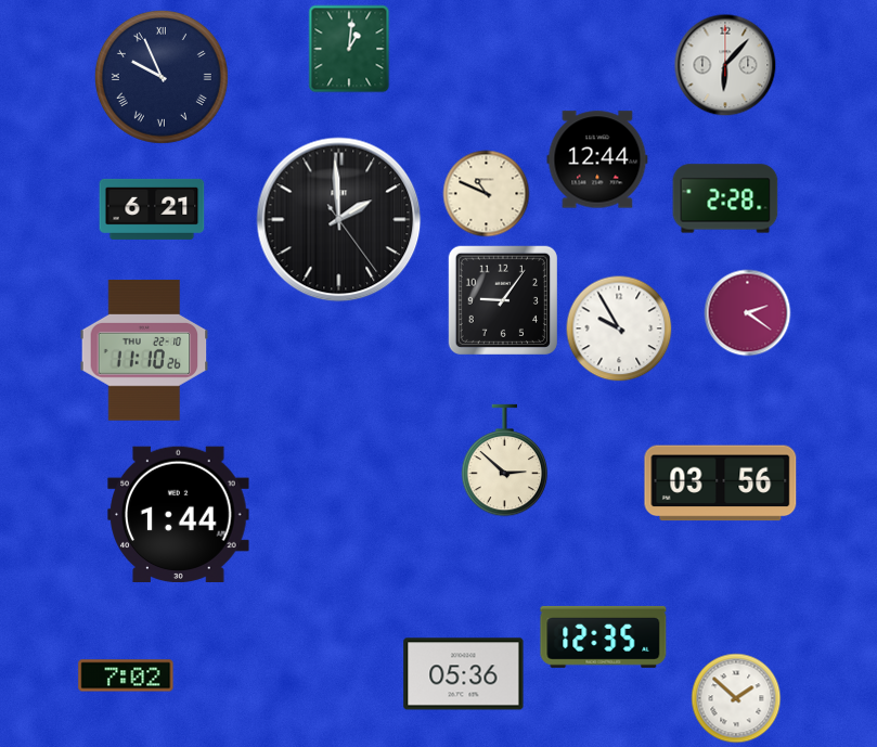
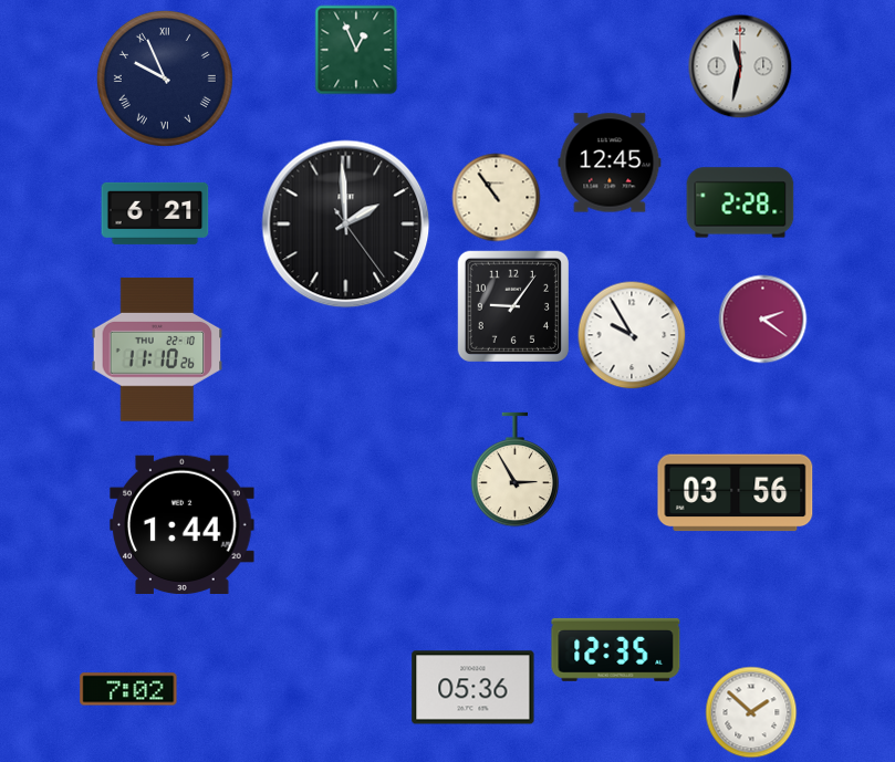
clock at (349, 49): 1:01 -> 12:56
clock at (725, 65): 6:07 -> 11:32
clock at (597, 159): 12:44 -> 12:45
clock at (487, 194): 10:49 -> 10:54
clock at (144, 350) position: (144, 350) -> (157, 349)
clock at (505, 461): 2:52 -> 2:55
